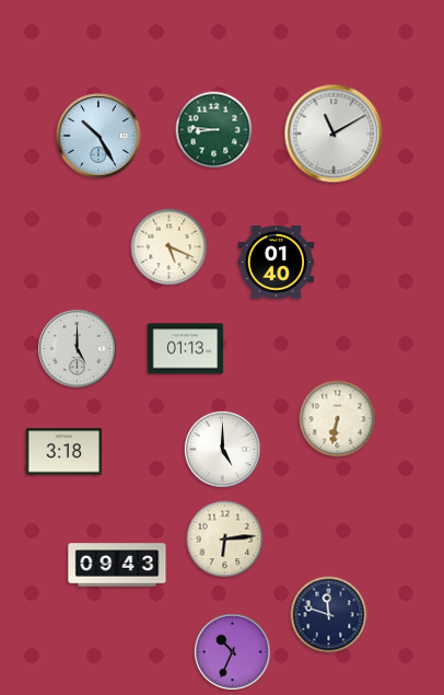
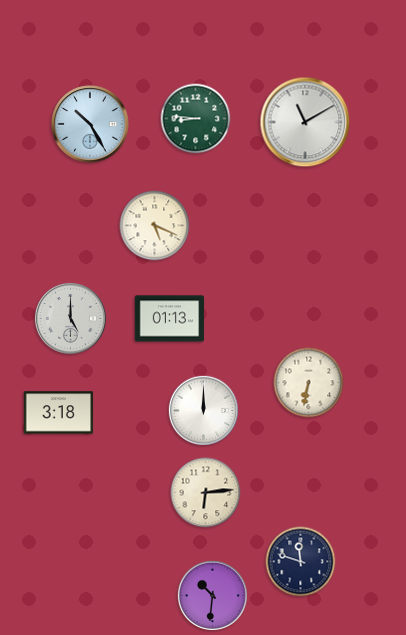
clock at (277, 263): 01:40 -> none
clock at (222, 449): 5:00 -> 12:00
clock at (117, 565): 09:43 -> none
clock at (232, 651): 10:34 -> 10:31
